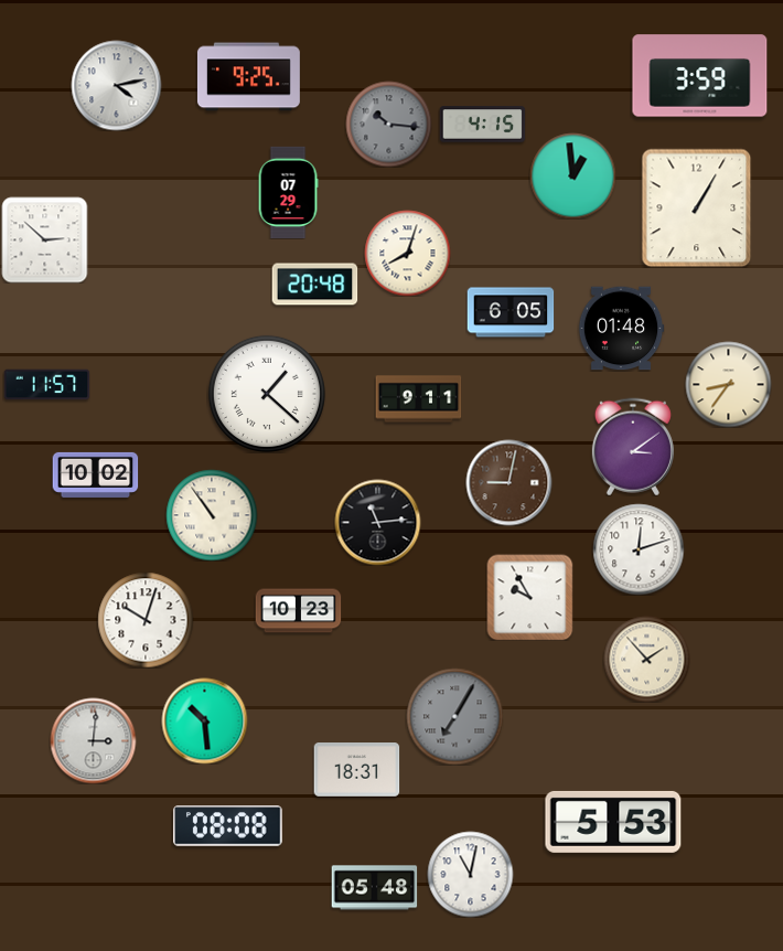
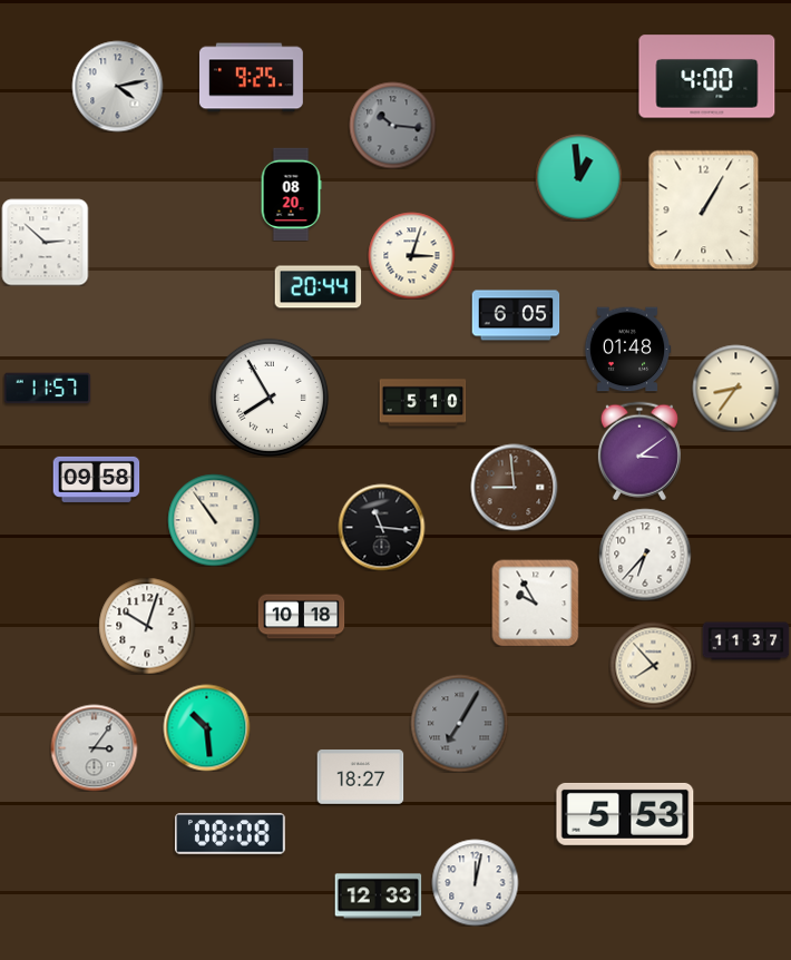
clock at (700, 76): 3:59 -> 4:00
clock at (482, 125): 4:15 -> none
clock at (288, 192): 07:29 -> 08:20
clock at (407, 253): 8:03 -> 3:03
clock at (314, 285): 20:48 -> 20:44
clock at (621, 329) position: (621, 329) -> (627, 350)
clock at (267, 394): 1:22 -> 7:55
clock at (418, 399): 9:11 -> 5:10
clock at (95, 474): 10:02 -> 09:58
clock at (508, 482): 9:02 -> 8:59
clock at (377, 522): 11:14 -> 11:16
clock at (639, 549): 12:12 -> 6:37
clock at (298, 611): 10:23 -> 10:18
clock at (745, 641): none -> 11:37
clock at (646, 659): 1:53 -> 7:53
clock at (93, 740): 3:01 -> 3:06
clock at (356, 770): 18:31 -> 18:27
clock at (613, 822) position: (613, 822) -> (625, 814)
clock at (470, 874): 11:02 -> 12:02
clock at (374, 888): 05:48 -> 12:33
